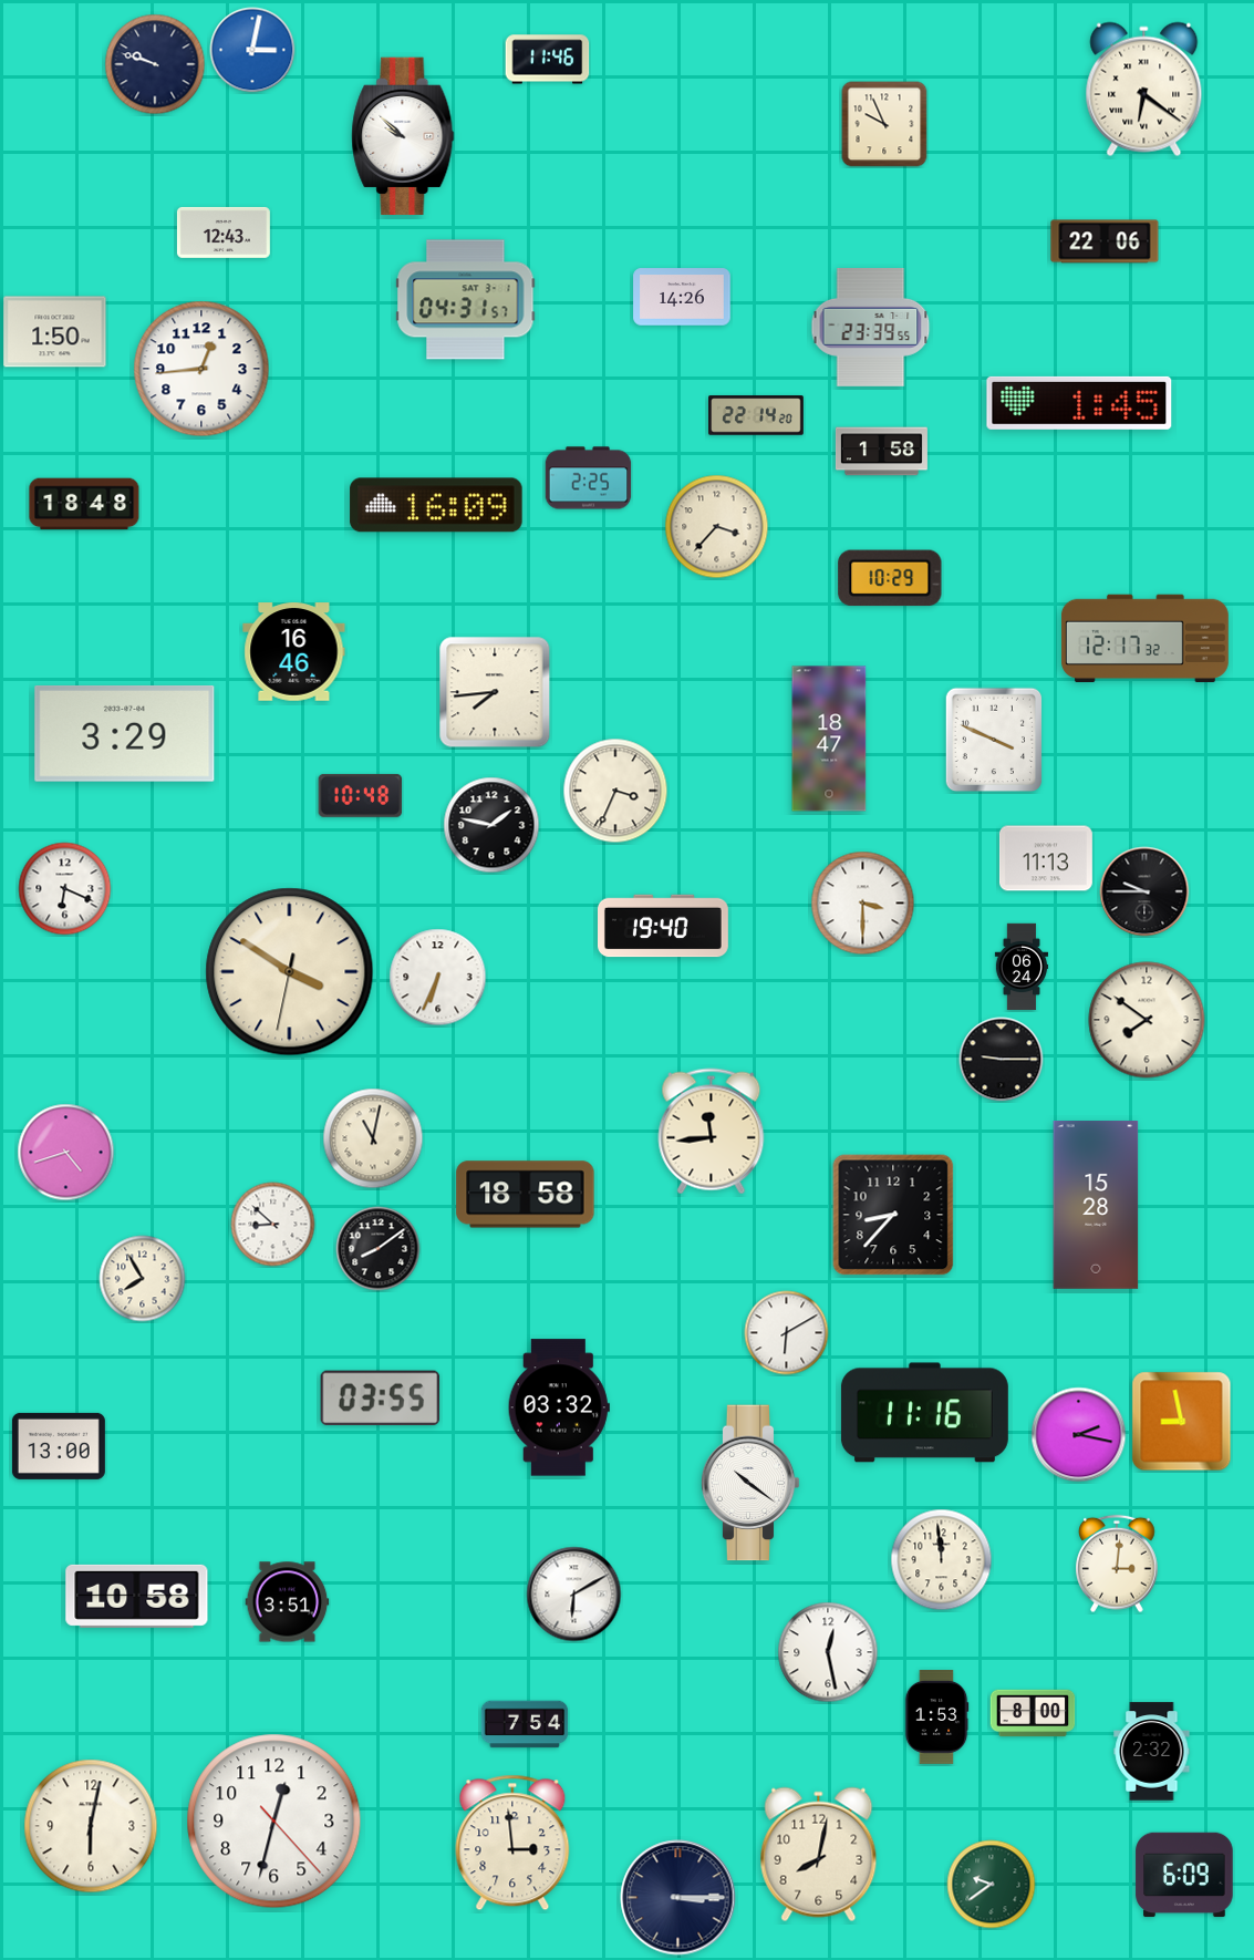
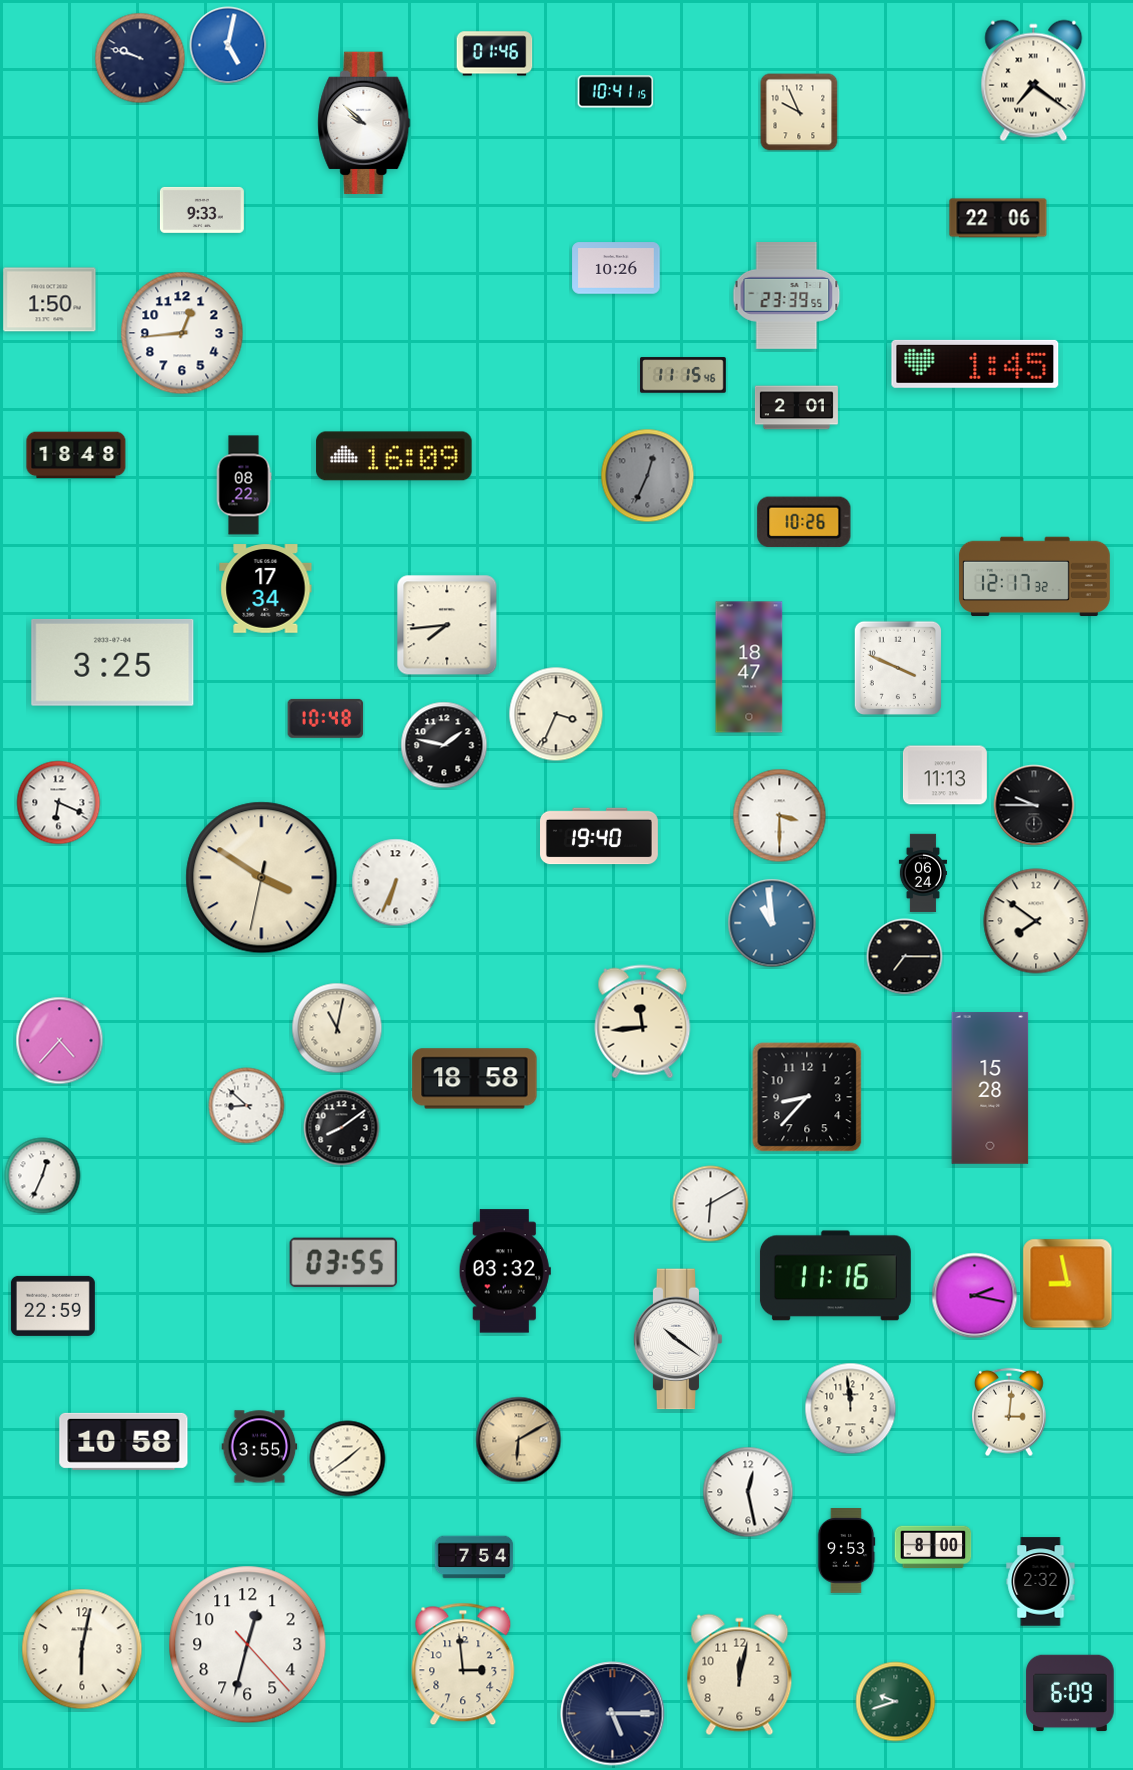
clock at (252, 50): 3:02 -> 5:02
clock at (548, 60): 11:46 -> 01:46
clock at (1144, 90): 6:21 -> 7:21
clock at (616, 92): none -> 10:41
clock at (224, 233): 12:43 -> 9:33
clock at (682, 297): 14:26 -> 10:26
clock at (466, 300): 04:31 -> none
clock at (756, 415): 22:14 -> 11:15
clock at (881, 452): 1:58 -> 2:01
clock at (589, 478): 2:25 -> none
clock at (717, 527): 3:37 -> 12:34
clock at (717, 527) dial: cream -> grey
clock at (244, 485): none -> 08:22
clock at (890, 578): 10:29 -> 10:26
clock at (294, 652): 16:46 -> 17:34
clock at (125, 733): 3:29 -> 3:25
clock at (772, 923): none -> 10:59
clock at (1002, 1060): 9:15 -> 7:15
clock at (66, 1153): 4:42 -> 4:37
clock at (143, 1279): 7:55 -> none
clock at (43, 1176): none -> 12:34
clock at (59, 1446): 13:00 -> 22:59
clock at (574, 1595) dial: white -> champagne
clock at (288, 1602): 3:51 -> 3:55
clock at (348, 1459): none -> 1:39
clock at (936, 1717): 1:53 -> 9:53
clock at (819, 1855): 8:02 -> 12:02
clock at (992, 1885): 9:39 -> 9:42
clock at (678, 1898): 3:15 -> 5:15
